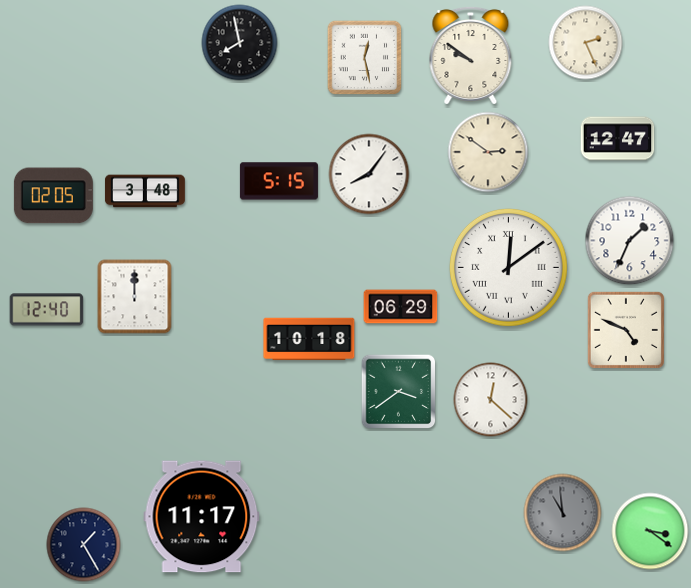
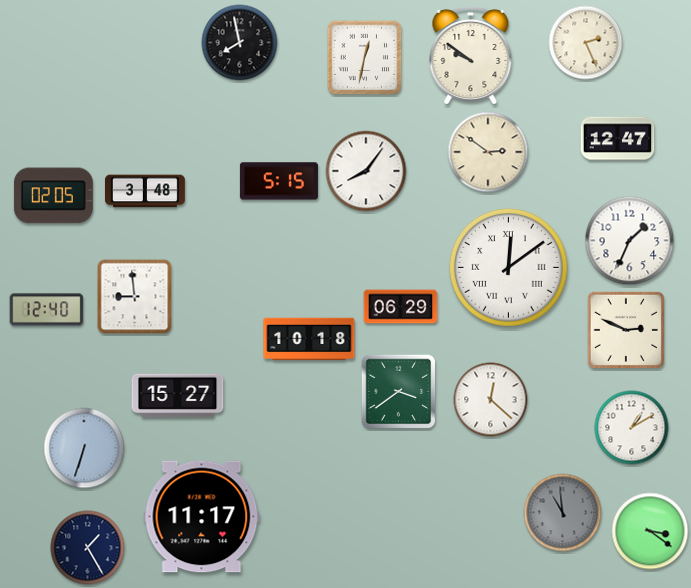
clock at (365, 58): 12:28 -> 12:32
clock at (369, 174) position: (369, 174) -> (366, 171)
clock at (135, 297): 12:00 -> 8:59
clock at (626, 330): 4:49 -> 2:49
clock at (178, 396): none -> 15:27
clock at (632, 428): none -> 1:10
clock at (84, 448): none -> 6:33
clock at (84, 545) position: (84, 545) -> (88, 548)
